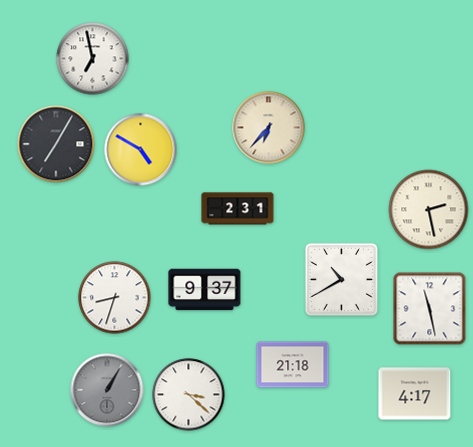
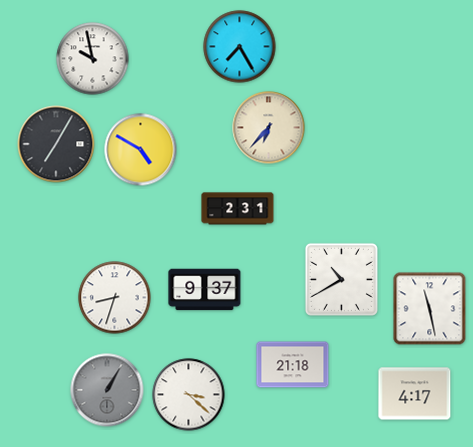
clock at (240, 47): none -> 7:25
clock at (93, 59): 6:58 -> 9:58
clock at (429, 210): 2:28 -> none
